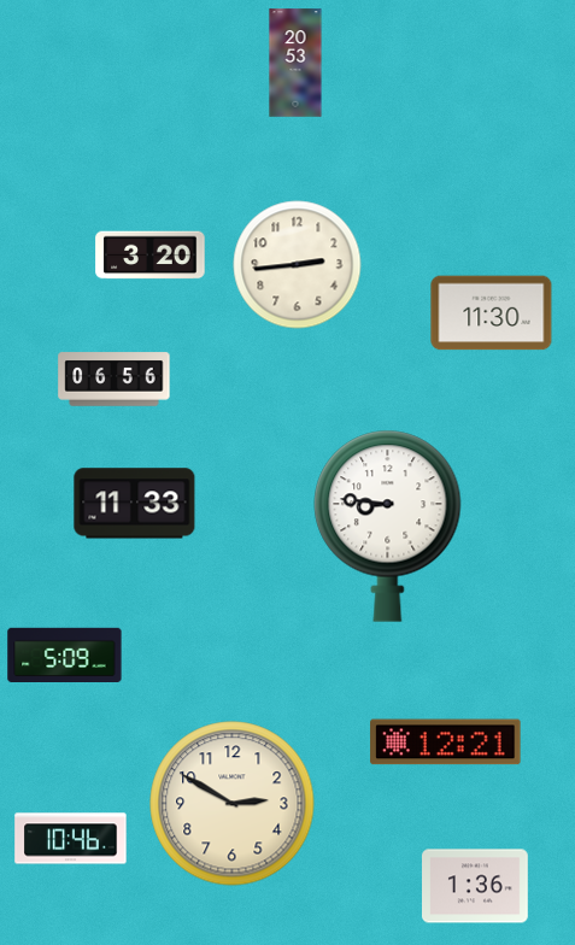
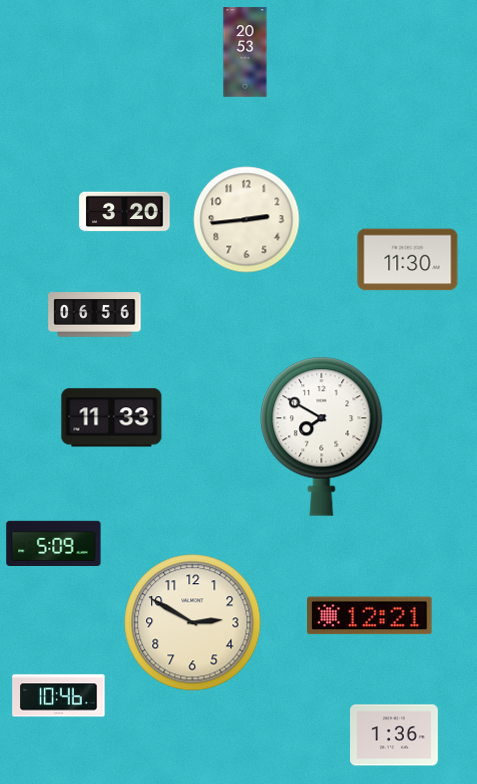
clock at (388, 526): 8:46 -> 7:50
clock at (233, 804) position: (233, 804) -> (193, 623)
